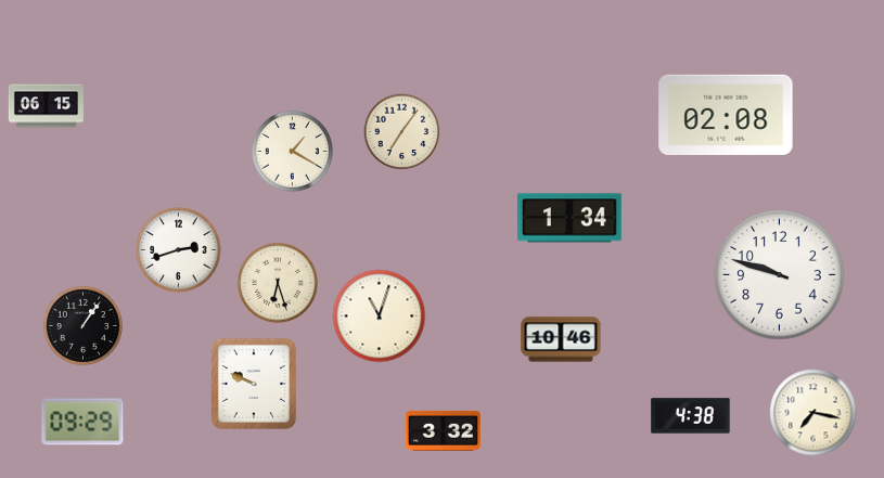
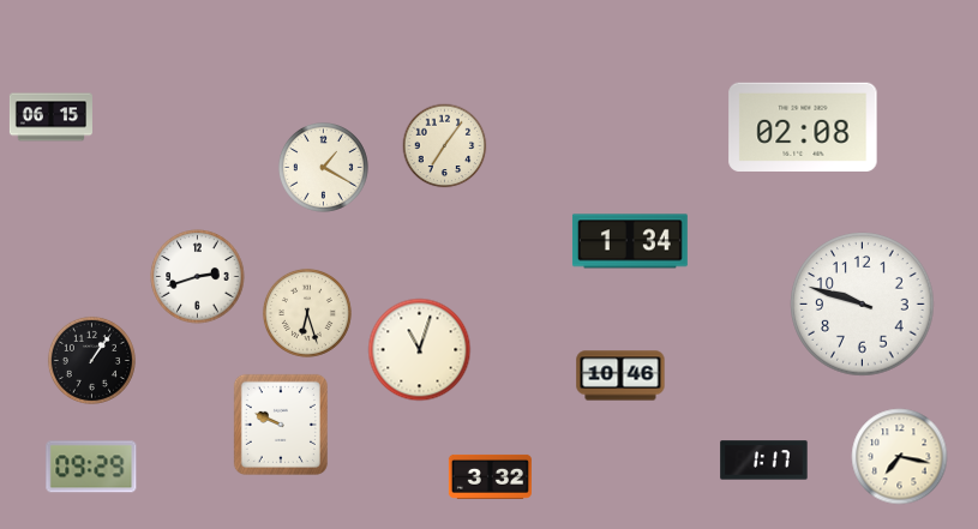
clock at (691, 416): 4:38 -> 1:17
